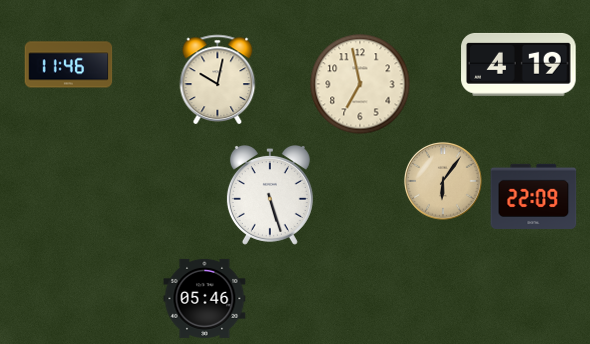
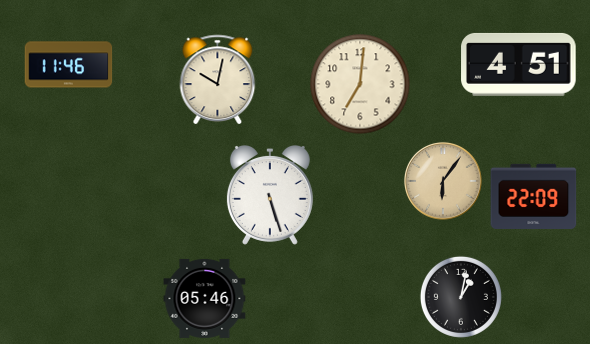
clock at (519, 64): 4:19 -> 4:51
clock at (360, 84): 6:58 -> 7:01
clock at (461, 297): none -> 1:02
